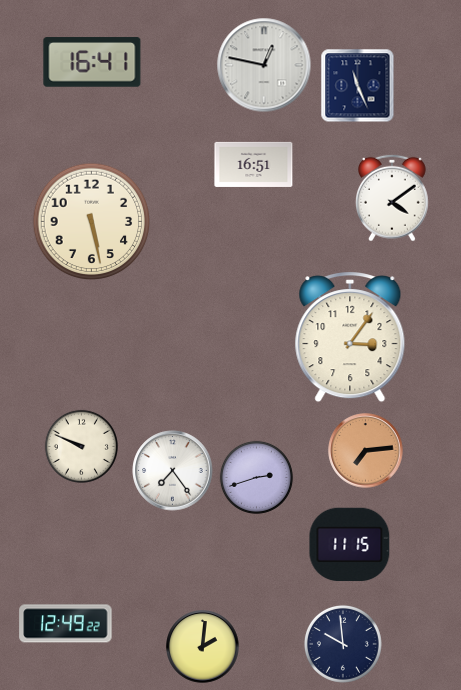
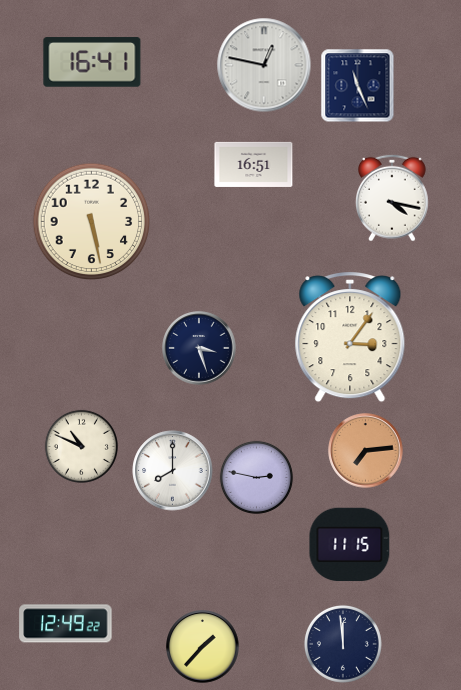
clock at (392, 198): 4:09 -> 4:17
clock at (199, 348): none -> 3:27
clock at (81, 446): 9:49 -> 10:49
clock at (173, 471): 7:24 -> 8:00
clock at (256, 477): 2:42 -> 2:47
clock at (343, 644): 9:59 -> 11:59
clock at (203, 647): 2:01 -> 1:37
